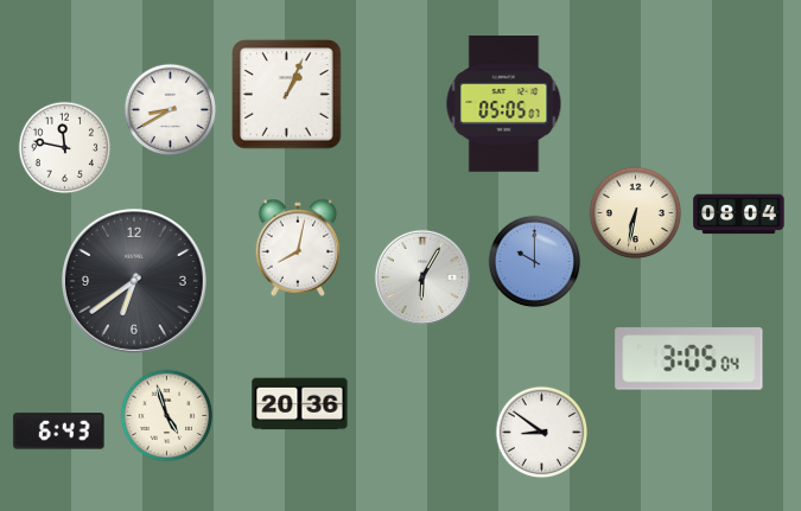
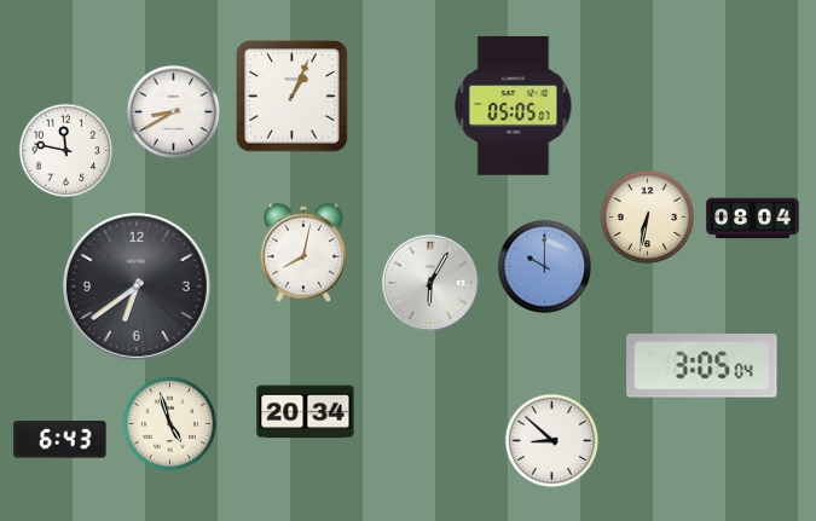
clock at (300, 404): 20:36 -> 20:34
clock at (541, 432): 8:51 -> 8:52
